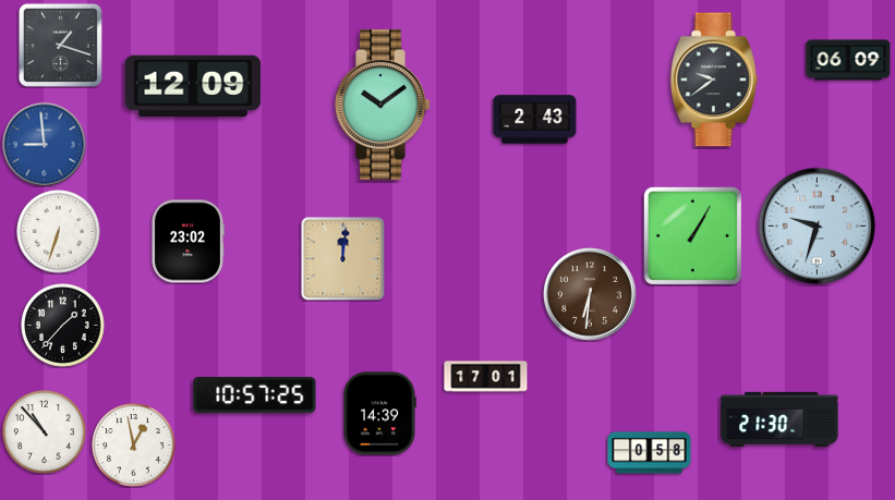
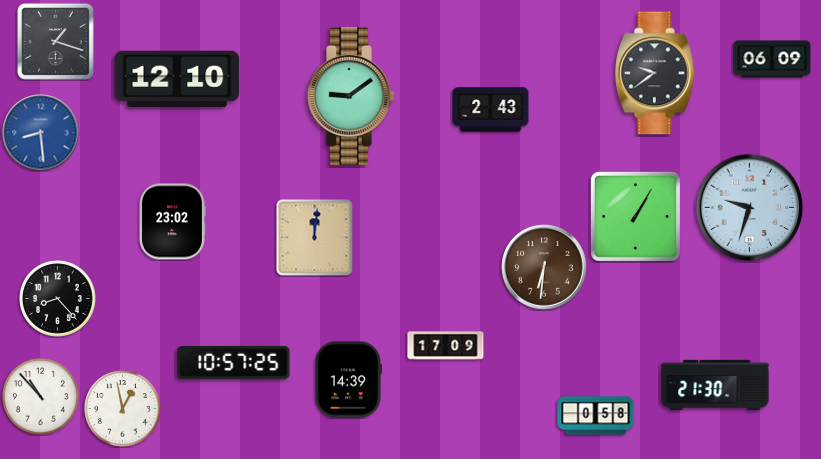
clock at (848, 60) position: (848, 60) -> (772, 59)
clock at (193, 86): 12:09 -> 12:10
clock at (383, 105): 10:09 -> 9:09
clock at (45, 145): 8:59 -> 8:29
clock at (59, 232): 6:33 -> none
clock at (590, 294) position: (590, 294) -> (544, 267)
clock at (63, 326): 1:37 -> 8:23
clock at (486, 377): 17:01 -> 17:09
